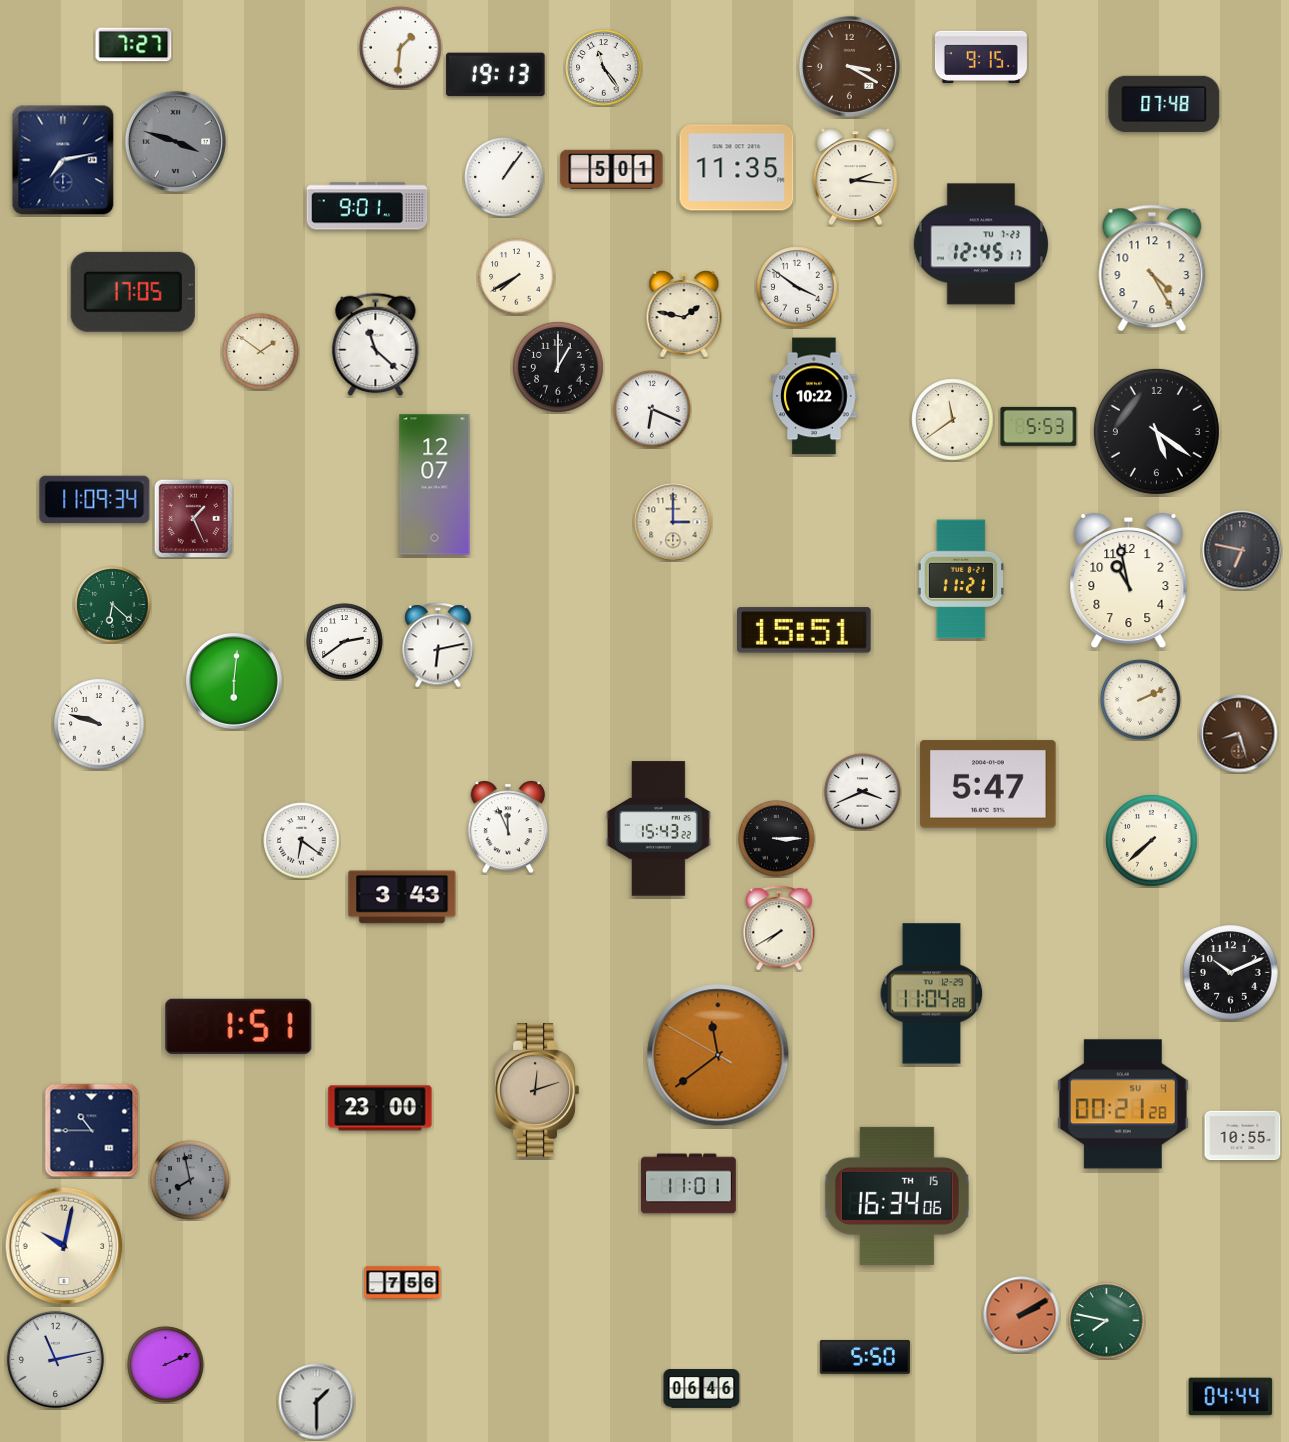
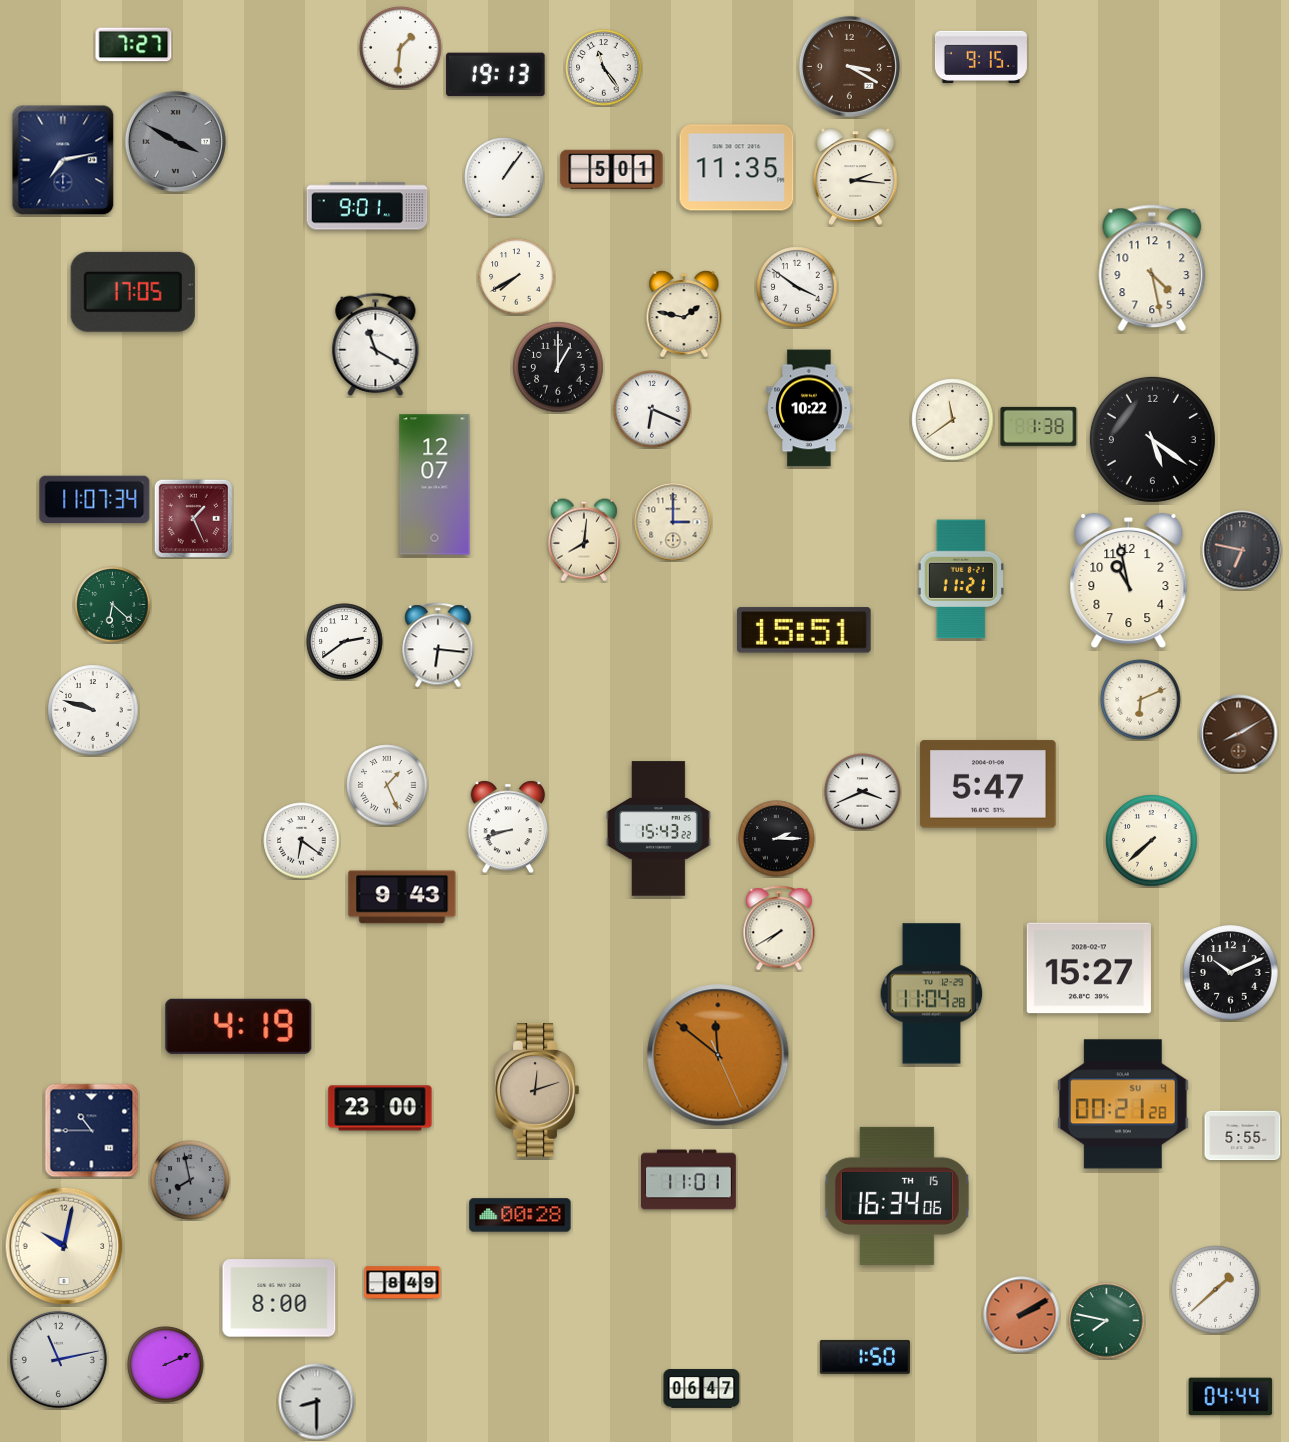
clock at (1164, 104): 07:48 -> none
clock at (175, 141): 3:48 -> 3:50
clock at (980, 244): 12:45 -> none
clock at (1152, 268): 4:25 -> 4:28
clock at (376, 344): 11:22 -> 11:20
clock at (261, 352): 1:51 -> none
clock at (814, 396) position: (814, 396) -> (809, 408)
clock at (1039, 426): 5:53 -> 1:38
clock at (1156, 431) position: (1156, 431) -> (1152, 439)
clock at (95, 499): 11:09 -> 11:07
clock at (584, 540): none -> 8:01
clock at (438, 645): 6:13 -> 6:16
clock at (234, 681): 6:01 -> none
clock at (1141, 700): 2:11 -> 6:11
clock at (99, 724) position: (99, 724) -> (93, 710)
clock at (1239, 734): 8:27 -> 8:10
clock at (387, 785): none -> 1:26
clock at (508, 827): 11:56 -> 8:42
clock at (777, 839): 3:15 -> 2:15
clock at (402, 897): 3:43 -> 9:43
clock at (1089, 968): none -> 15:27
clock at (239, 1026): 1:51 -> 4:19
clock at (718, 1055): 11:38 -> 11:51
clock at (1243, 1136): 10:55 -> 5:55
clock at (689, 1184) position: (689, 1184) -> (689, 1180)
clock at (520, 1215): none -> 00:28
clock at (403, 1283): 7:56 -> 8:49
clock at (1216, 1290): none -> 1:38
clock at (279, 1298): none -> 8:00
clock at (865, 1357): 5:50 -> 1:50
clock at (55, 1359) position: (55, 1359) -> (58, 1359)
clock at (702, 1389): 06:46 -> 06:47
clock at (317, 1402): 1:30 -> 8:30
